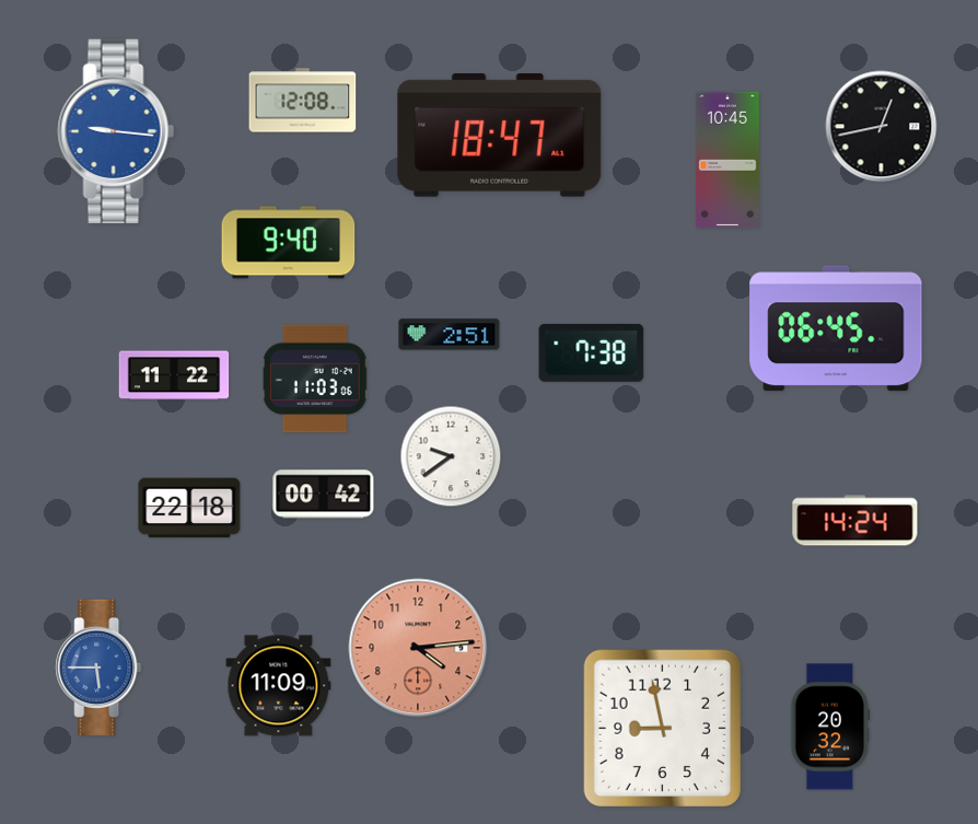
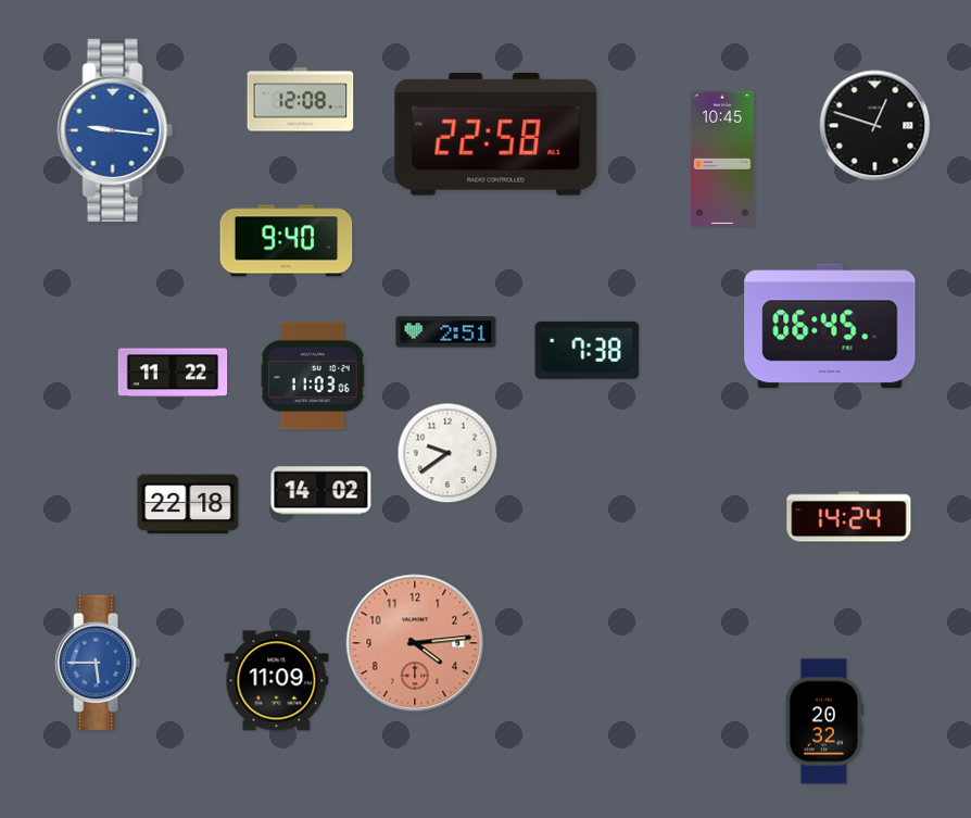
clock at (882, 127): 12:43 -> 12:48
clock at (500, 136): 18:47 -> 22:58
clock at (324, 495): 00:42 -> 14:02
clock at (662, 728): 8:58 -> none
